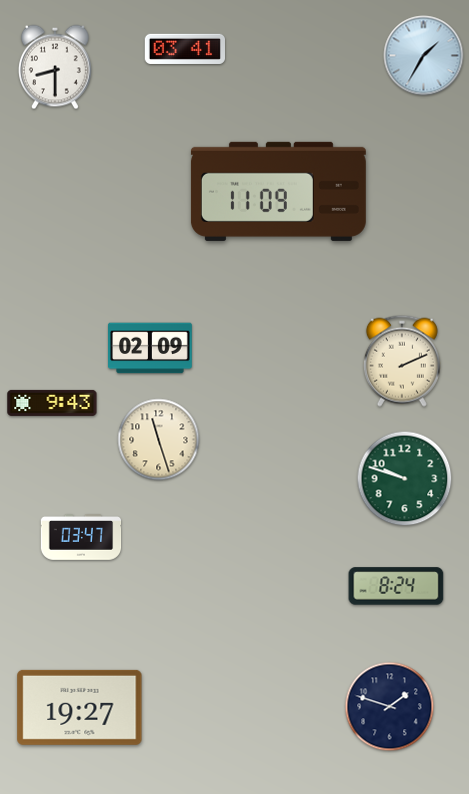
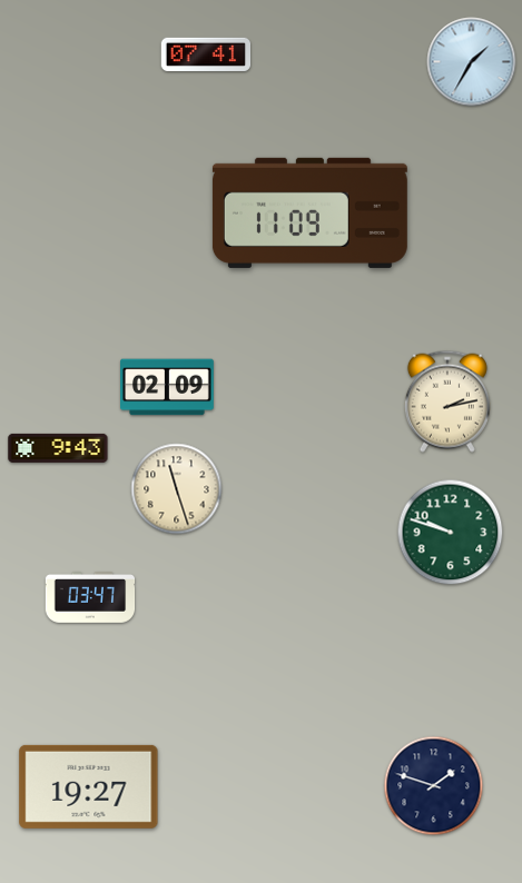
clock at (184, 49): 03:41 -> 07:41
clock at (55, 67): 8:30 -> none
clock at (402, 361): 2:11 -> 2:13
clock at (396, 586): 8:24 -> none
